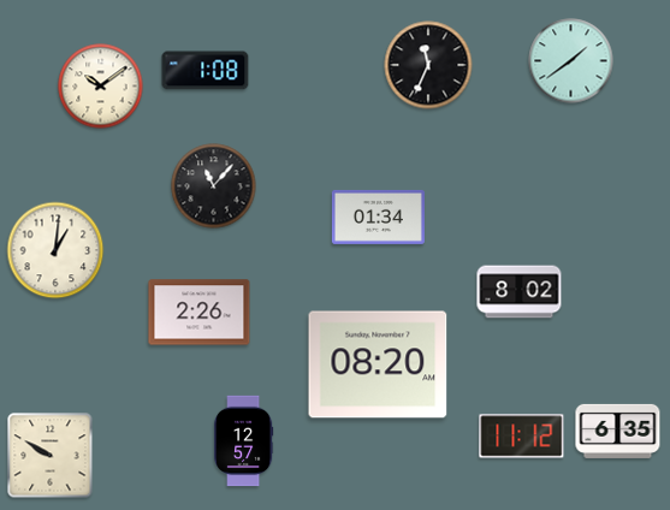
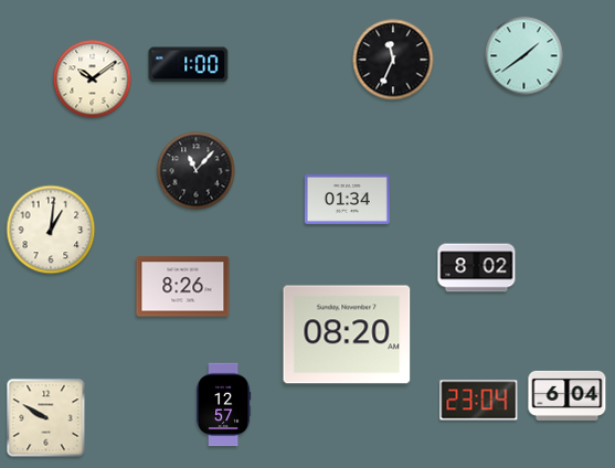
clock at (206, 71): 1:08 -> 1:00
clock at (200, 313): 2:26 -> 8:26
clock at (618, 431): 6:35 -> 6:04
clock at (522, 437): 11:12 -> 23:04
